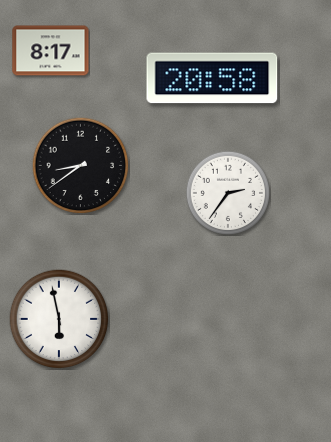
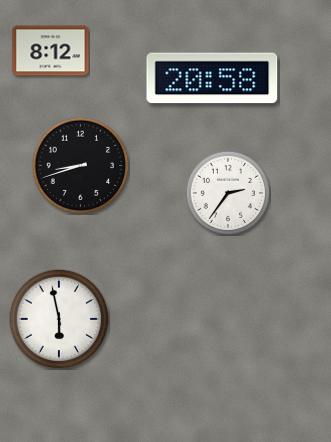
clock at (51, 51): 8:17 -> 8:12
clock at (80, 165): 8:39 -> 8:42
